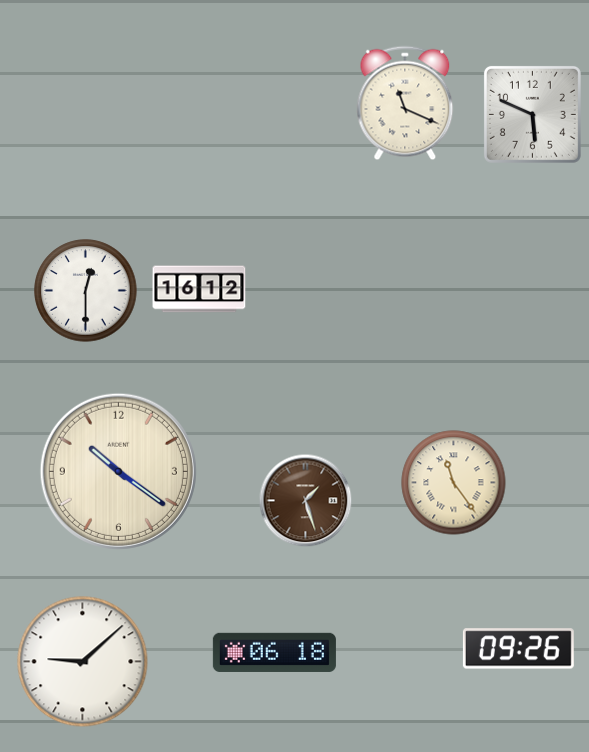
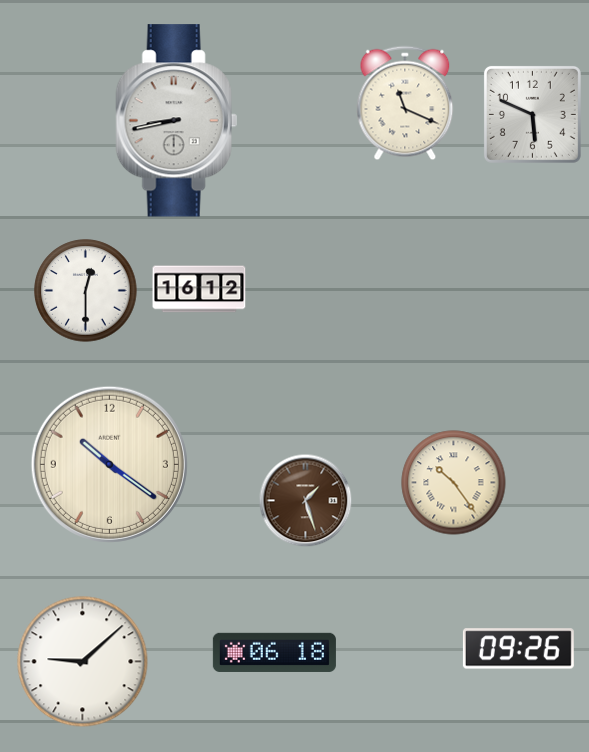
clock at (176, 121): none -> 8:43
clock at (118, 471) position: (118, 471) -> (109, 464)
clock at (454, 483): 11:24 -> 10:24
